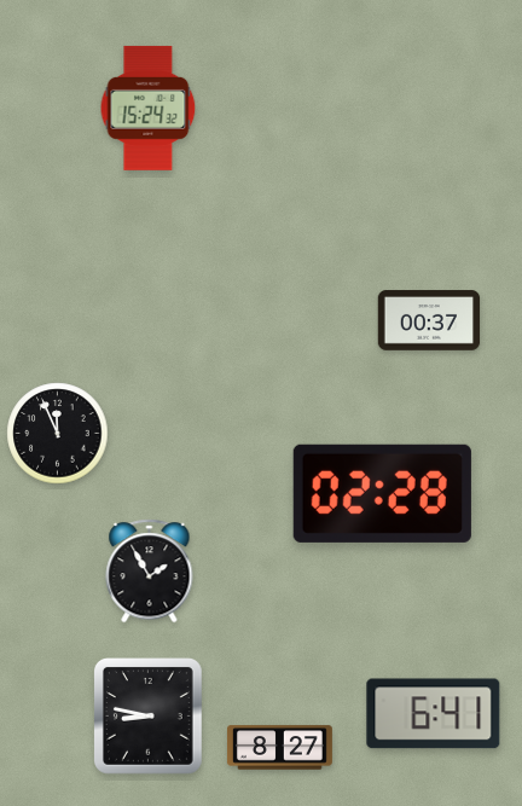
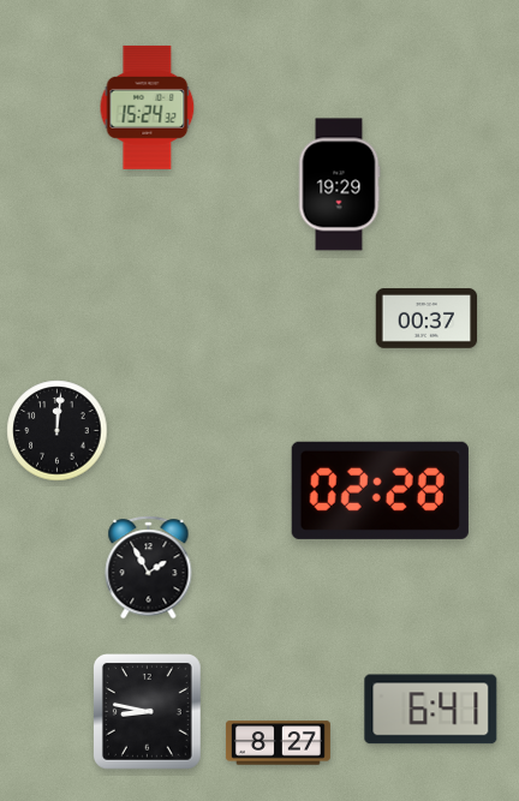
clock at (339, 185): none -> 19:29
clock at (58, 434): 11:56 -> 12:01
